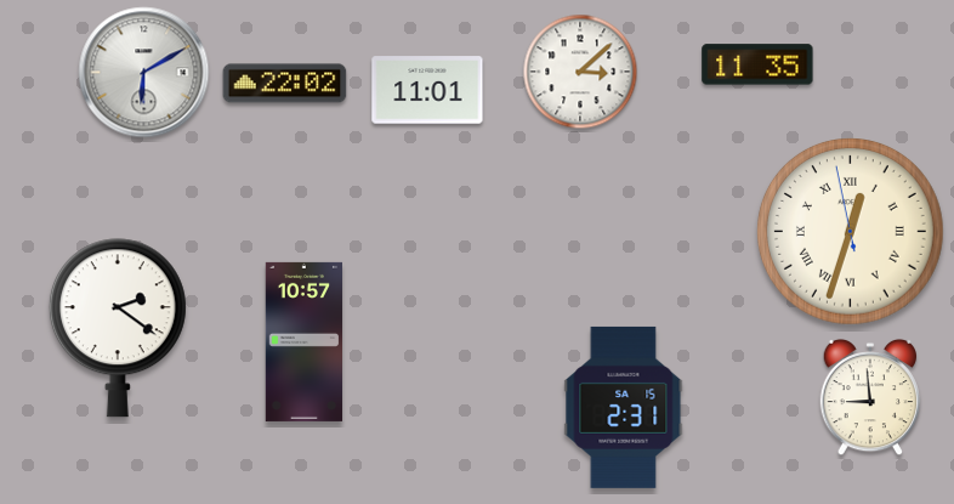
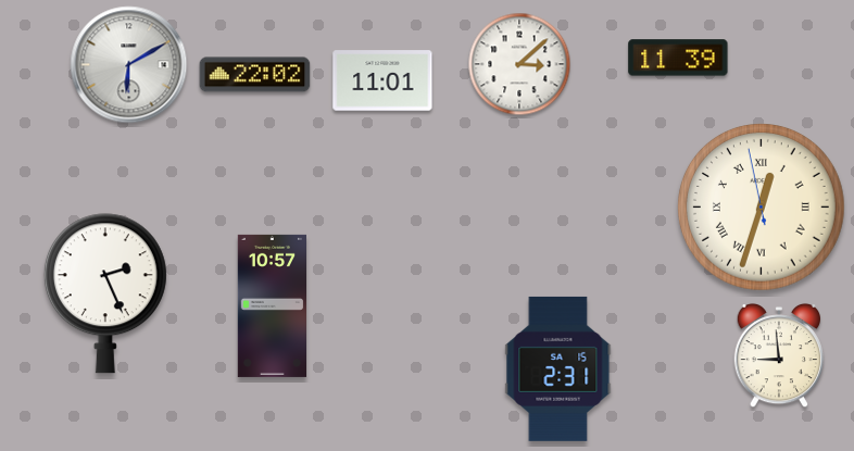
clock at (757, 64): 11:35 -> 11:39
clock at (118, 328): 2:21 -> 2:26
clock at (624, 407) position: (624, 407) -> (558, 368)
